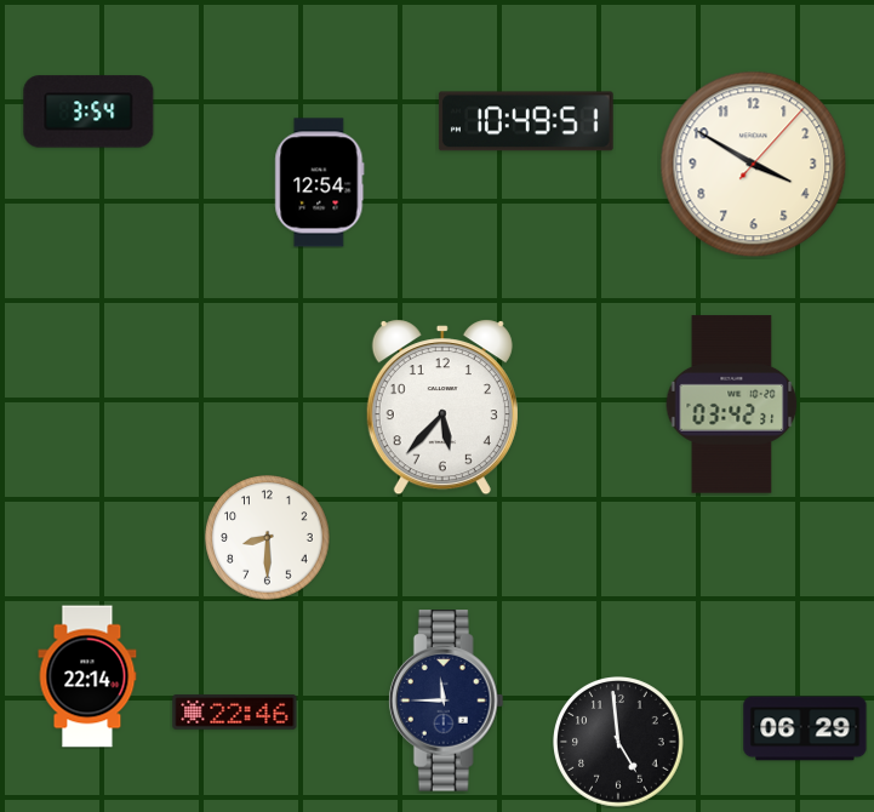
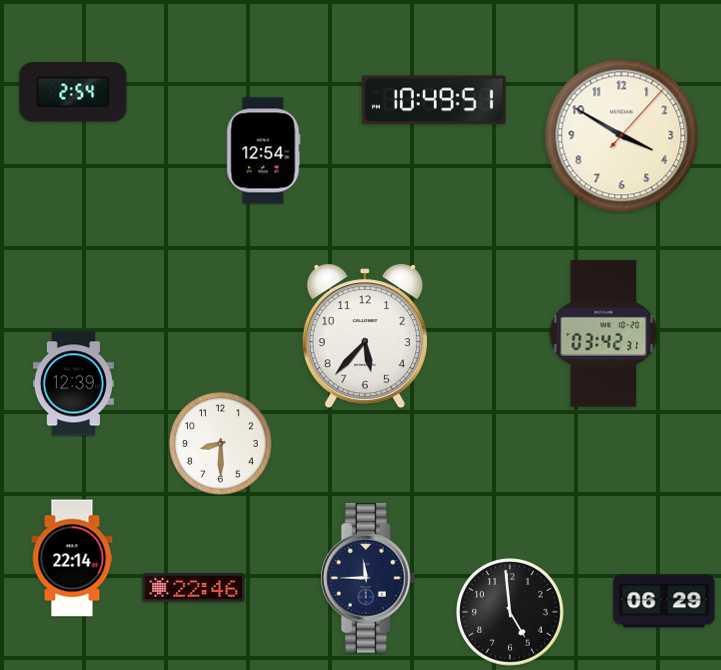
clock at (88, 111): 3:54 -> 2:54
clock at (73, 384): none -> 12:39
